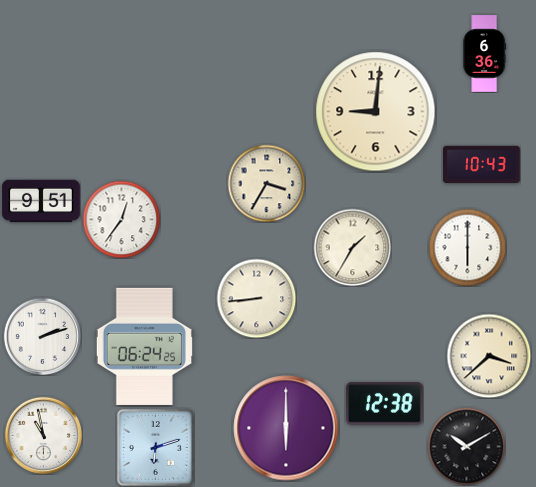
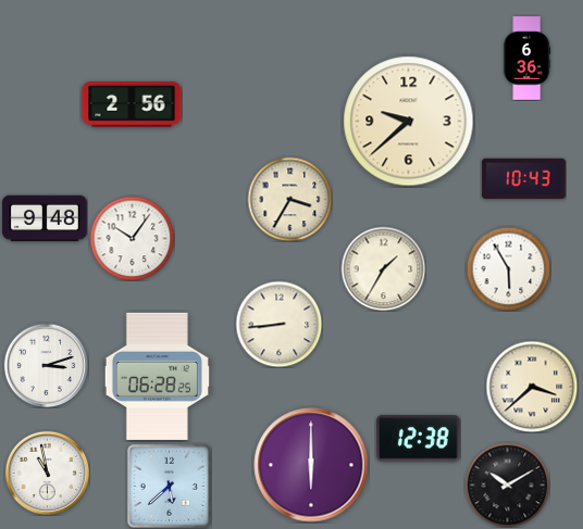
clock at (132, 104): none -> 2:56
clock at (376, 112): 9:01 -> 9:38
clock at (41, 201): 9:51 -> 9:48
clock at (121, 219): 12:36 -> 10:06
clock at (467, 247): 6:00 -> 5:55
clock at (42, 336): 2:12 -> 3:12
clock at (144, 346): 06:24 -> 06:28
clock at (155, 447): 6:12 -> 5:38
